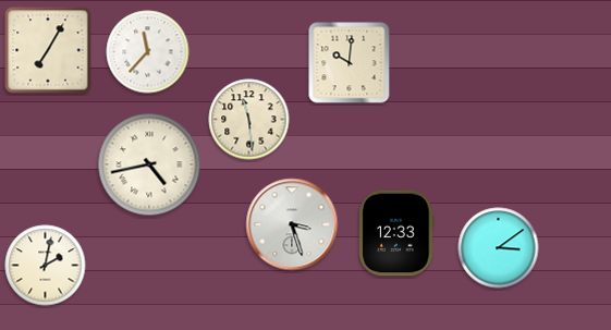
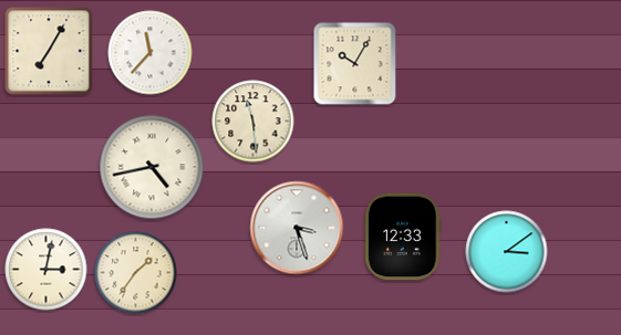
clock at (350, 63): 10:01 -> 10:05
clock at (46, 266): 2:02 -> 3:02
clock at (136, 273): none -> 1:36
